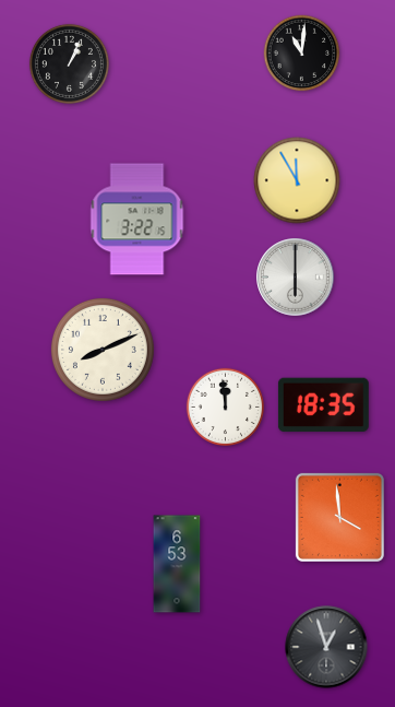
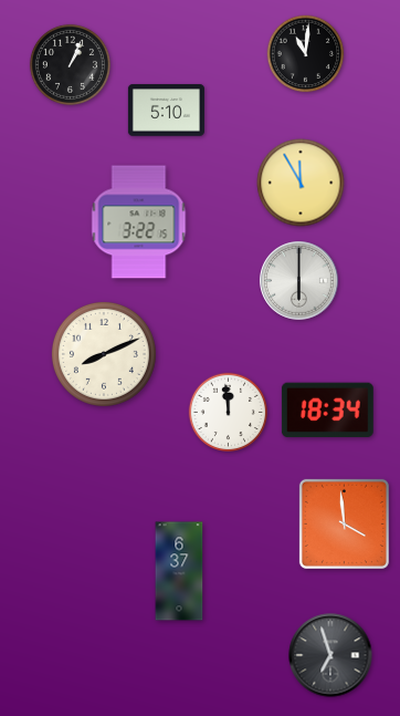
clock at (166, 111): none -> 5:10
clock at (323, 405): 18:35 -> 18:34
clock at (177, 564): 6:53 -> 6:37
clock at (326, 647): 12:57 -> 6:57
